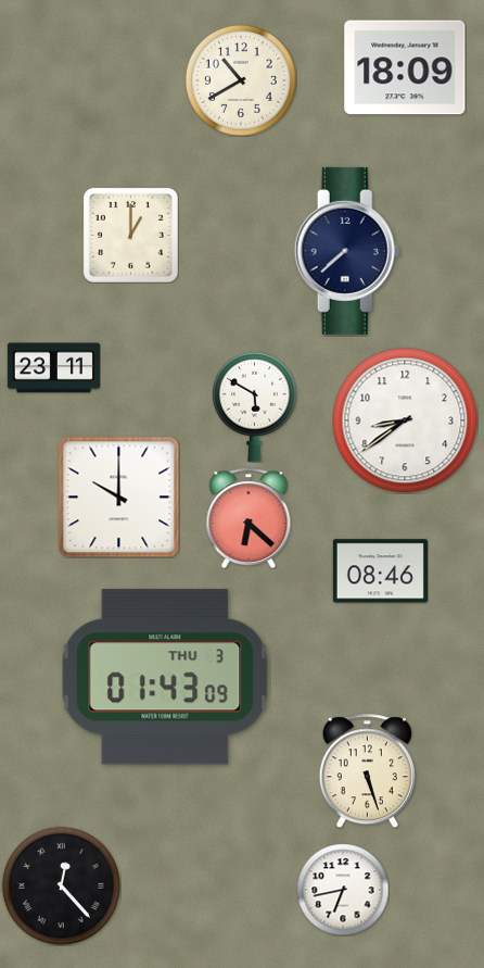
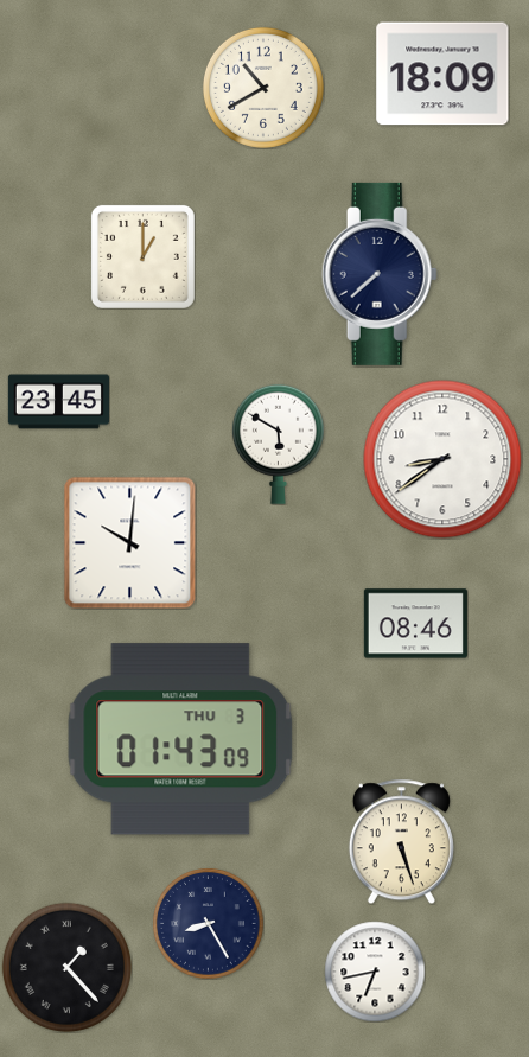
clock at (53, 368): 23:11 -> 23:45
clock at (118, 496): 10:00 -> 10:01
clock at (249, 518): 6:22 -> none
clock at (208, 923): none -> 8:25
clock at (61, 885): 12:23 -> 1:23
